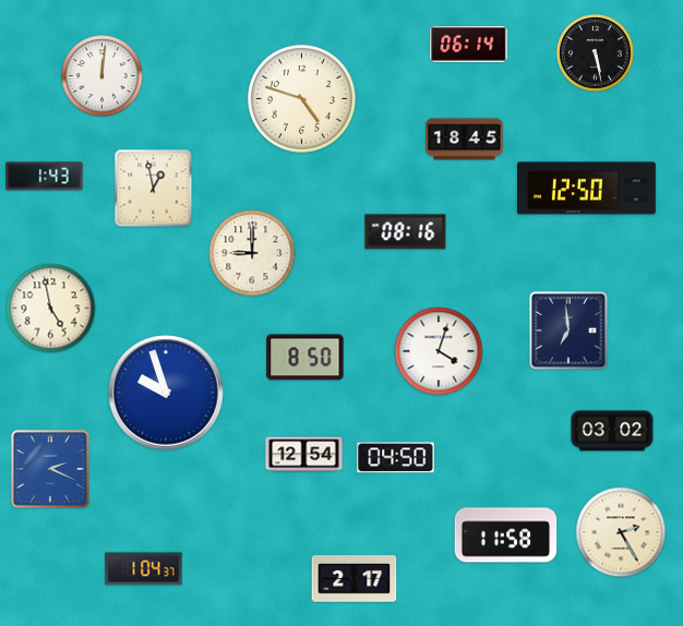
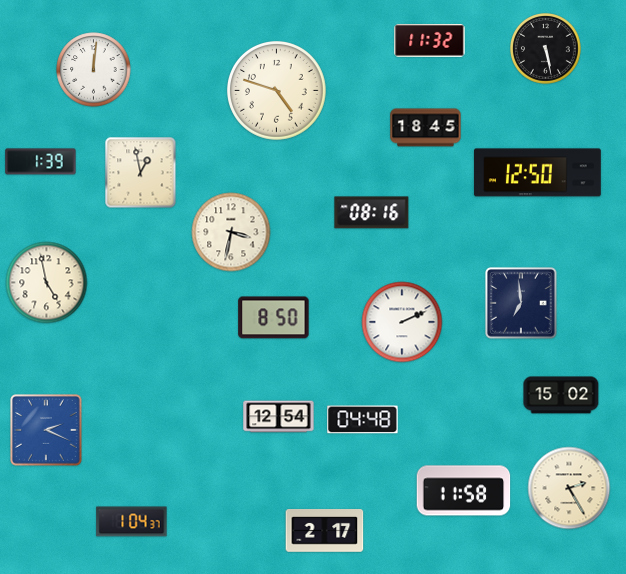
clock at (469, 45): 06:14 -> 11:32
clock at (45, 177): 1:43 -> 1:39
clock at (252, 253): 9:00 -> 3:32
clock at (439, 351): 4:03 -> 2:11
clock at (305, 358) position: (305, 358) -> (274, 318)
clock at (166, 393): 9:57 -> none
clock at (612, 431): 03:02 -> 15:02
clock at (396, 458): 04:50 -> 04:48
